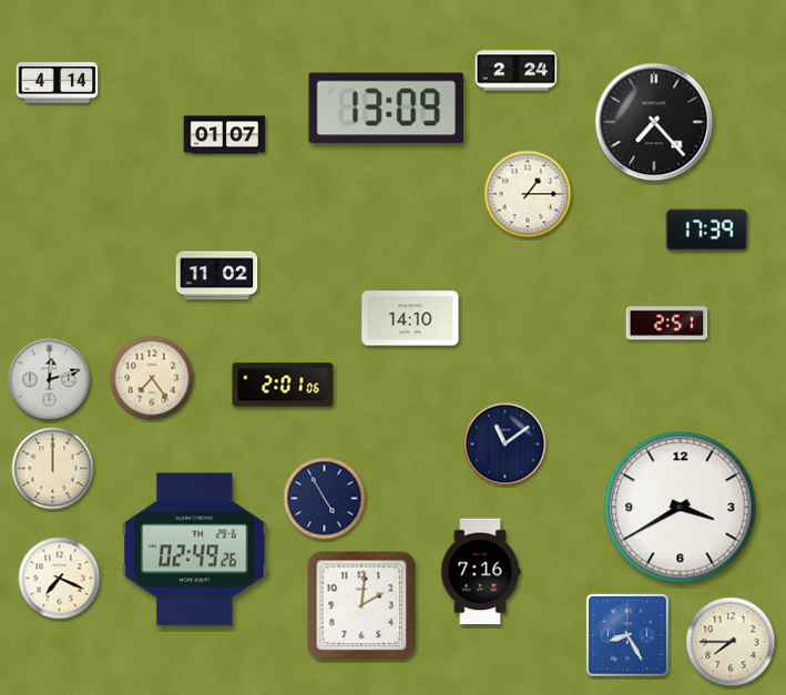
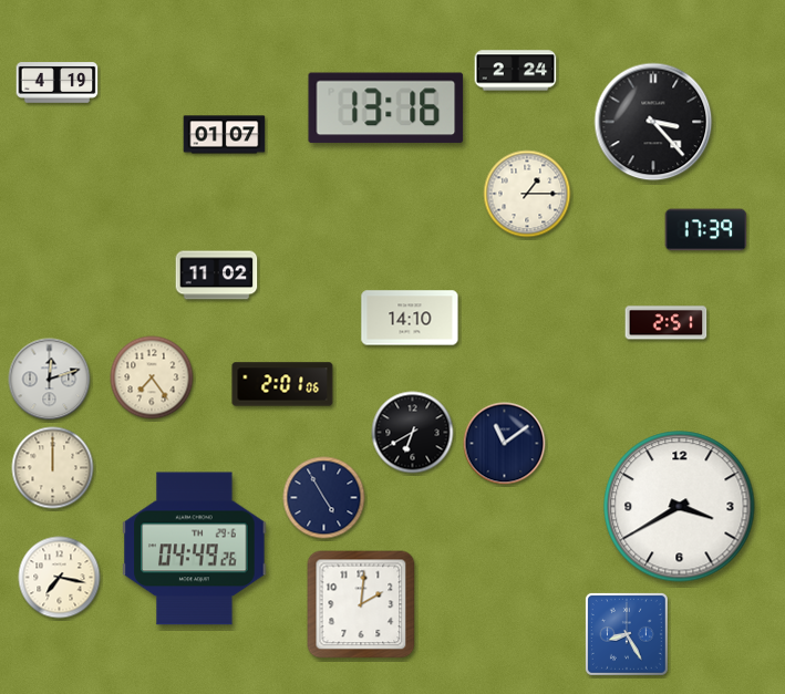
clock at (58, 83): 4:14 -> 4:19
clock at (387, 109): 13:09 -> 13:16
clock at (654, 122): 7:23 -> 3:23
clock at (413, 433): none -> 6:40
clock at (195, 550): 02:49 -> 04:49
clock at (480, 572): 7:16 -> none
clock at (60, 579): 7:19 -> 7:17
clock at (731, 642): 7:45 -> none
